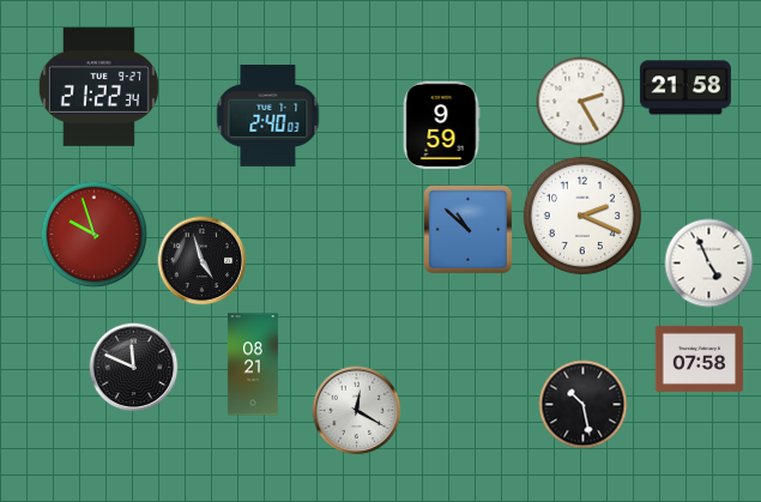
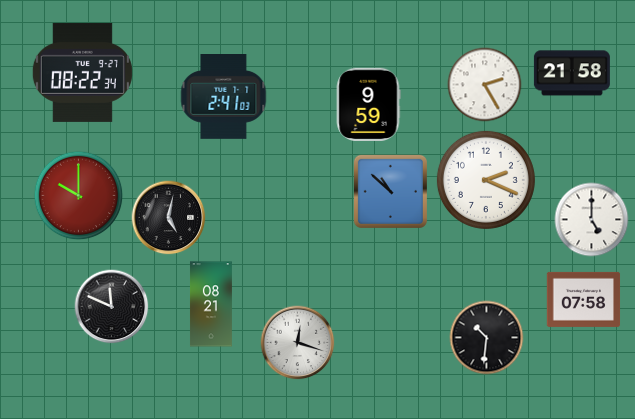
clock at (98, 86): 21:22 -> 08:22
clock at (268, 116): 2:40 -> 2:41
clock at (95, 235): 9:57 -> 10:00
clock at (203, 261): 4:57 -> 5:02
clock at (709, 264): 4:56 -> 5:00
clock at (584, 405): 10:28 -> 10:31
clock at (357, 411): 12:20 -> 12:18
